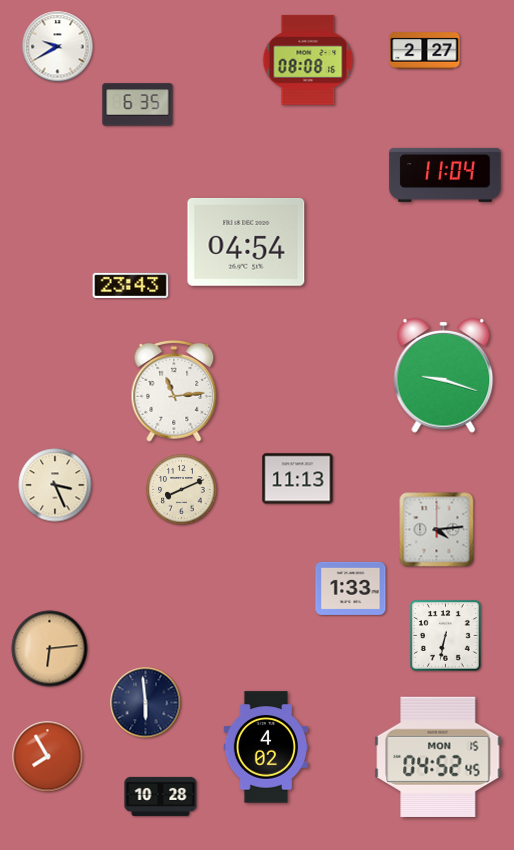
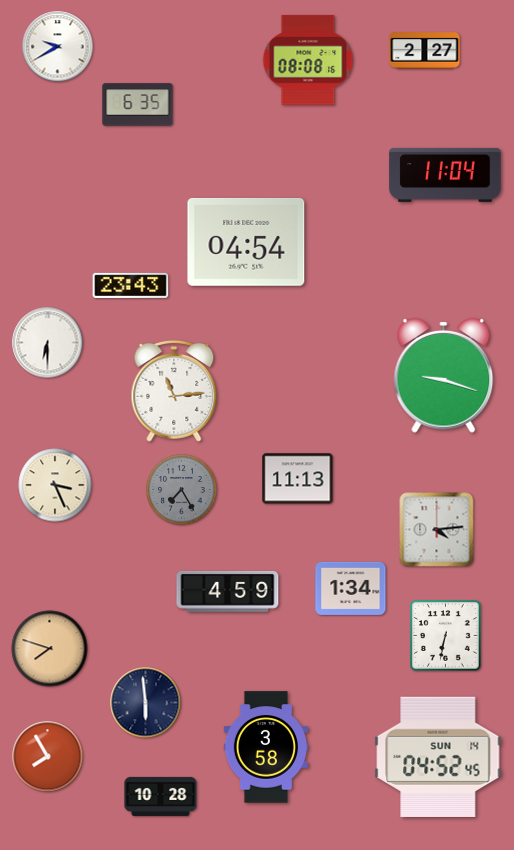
clock at (48, 343): none -> 6:30
clock at (182, 490): 8:11 -> 7:25
clock at (182, 490) dial: cream -> grey
clock at (351, 588): 1:33 -> 1:34
clock at (228, 591): none -> 4:59
clock at (50, 649): 6:14 -> 7:48
clock at (266, 747): 4:02 -> 3:58
clock at (438, 756) date: MON 15 -> SUN 14
